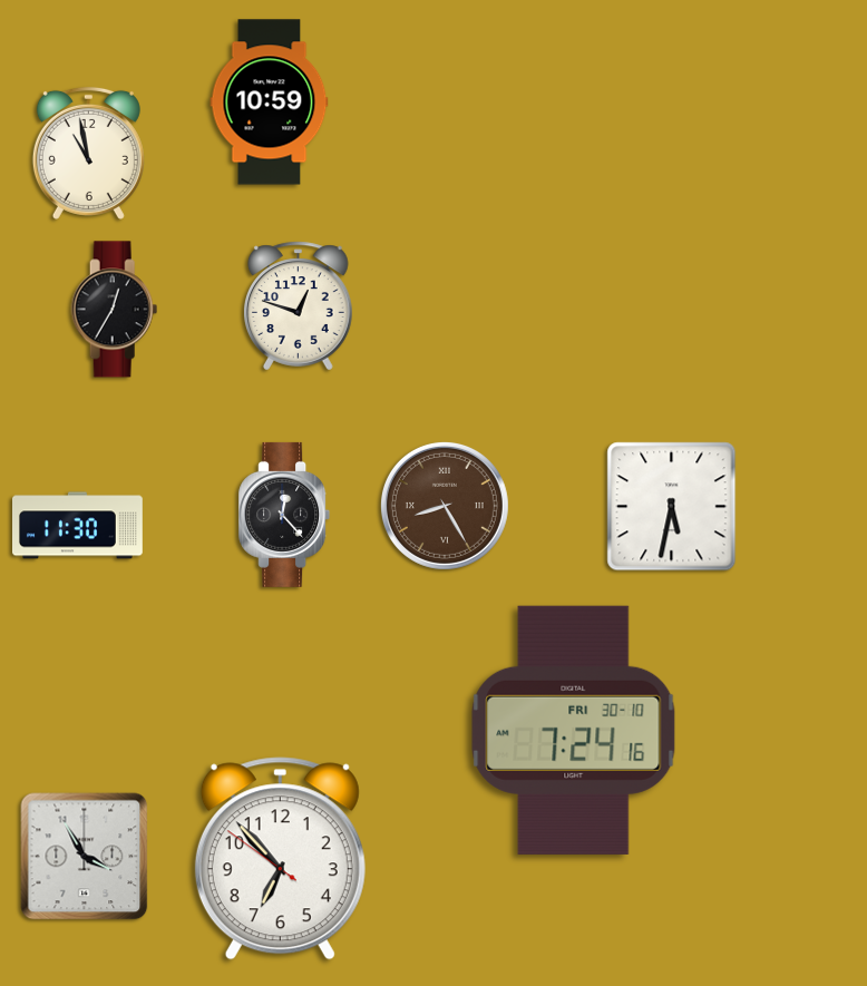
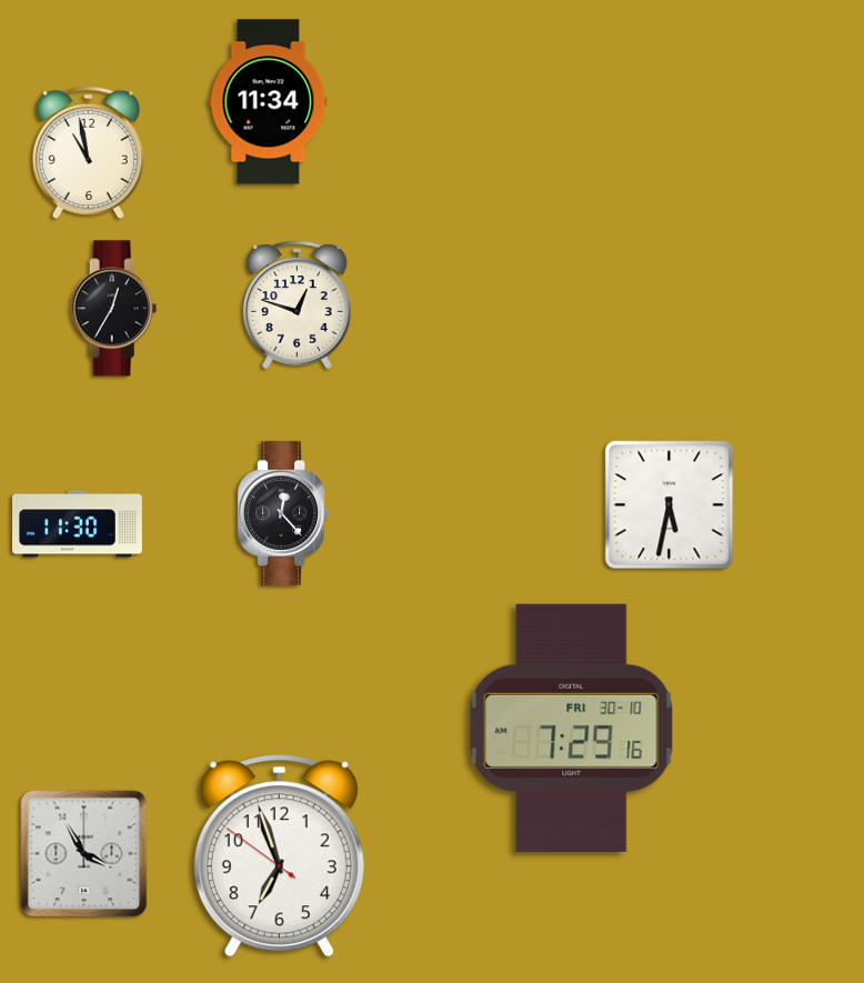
clock at (270, 102): 10:59 -> 11:34
clock at (445, 506): 8:25 -> none
clock at (574, 730): 7:24 -> 7:29
clock at (280, 859): 6:52 -> 6:56
